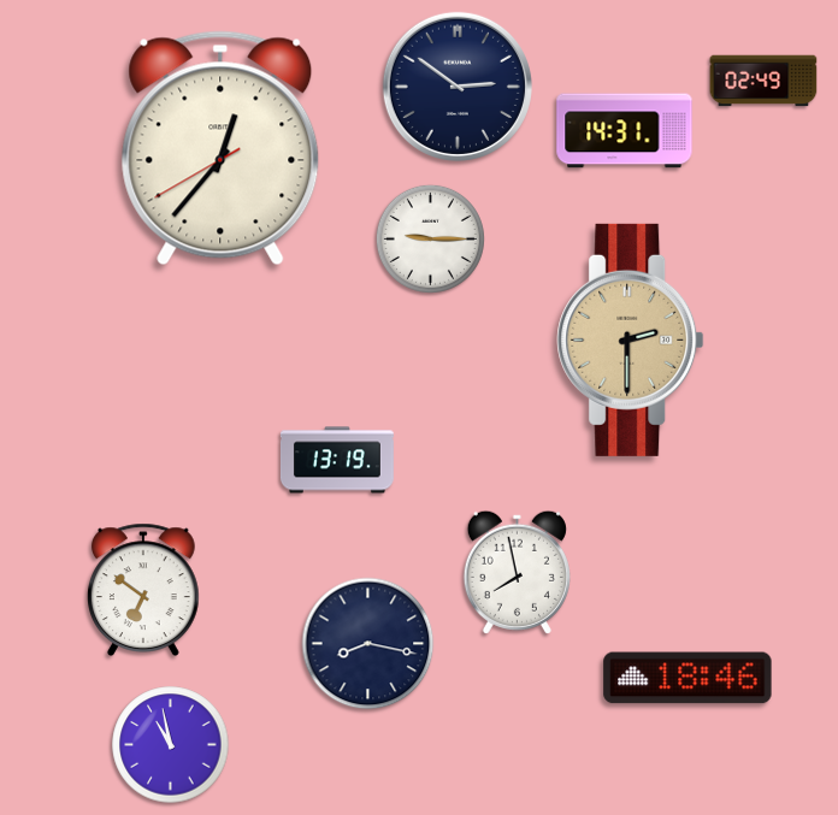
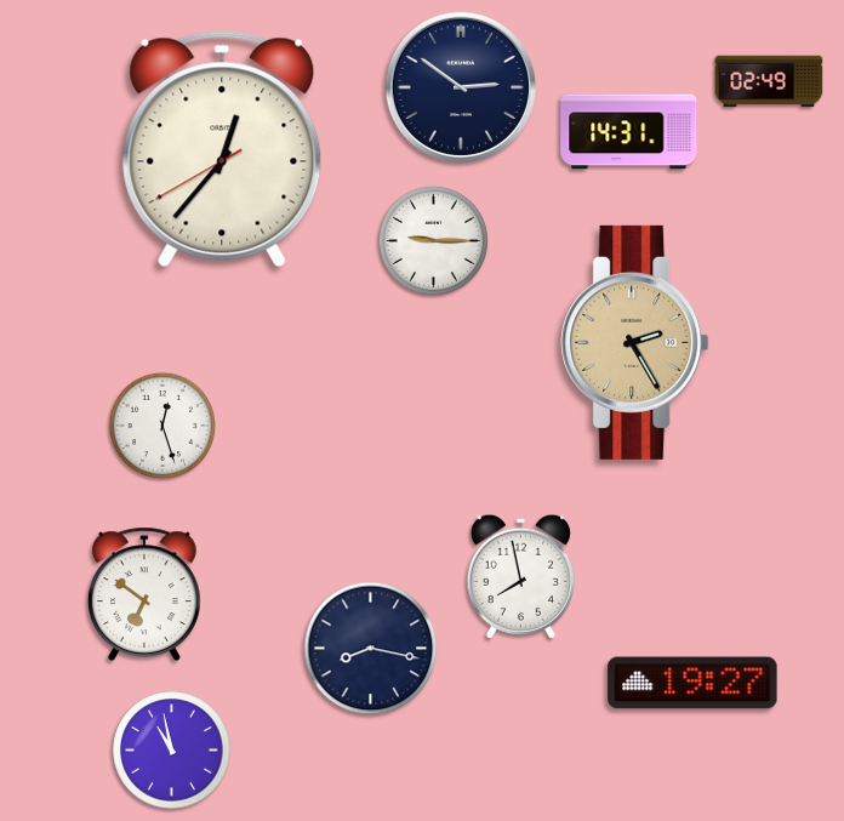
clock at (631, 339): 2:30 -> 2:25
clock at (162, 426): none -> 12:27
clock at (337, 460): 13:19 -> none
clock at (687, 678): 18:46 -> 19:27
